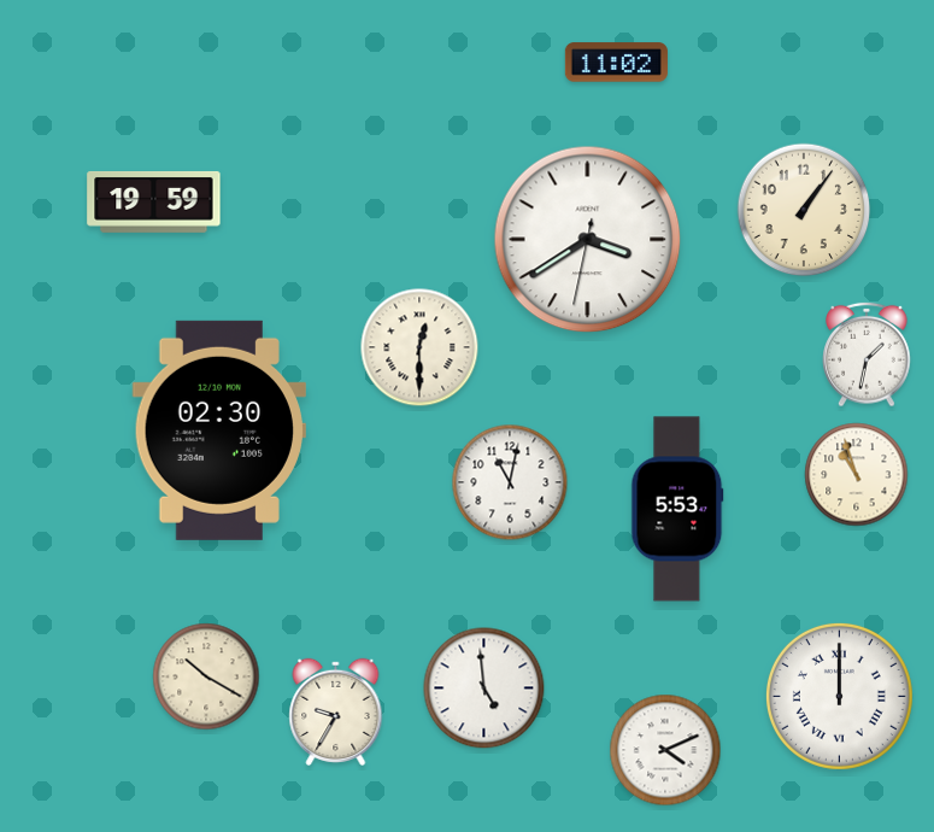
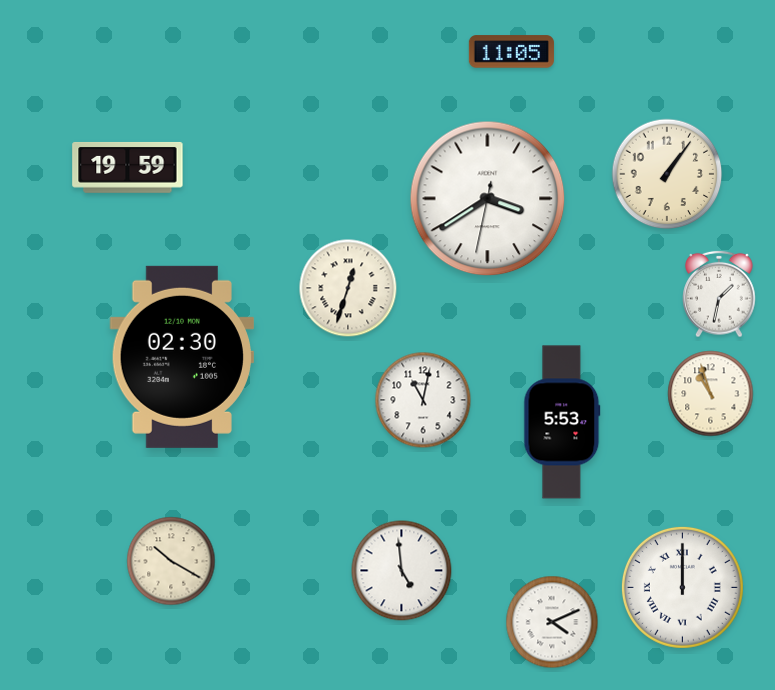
clock at (616, 63): 11:02 -> 11:05
clock at (419, 347): 12:30 -> 12:33
clock at (839, 696) position: (839, 696) -> (682, 587)
clock at (336, 711): 9:35 -> none
